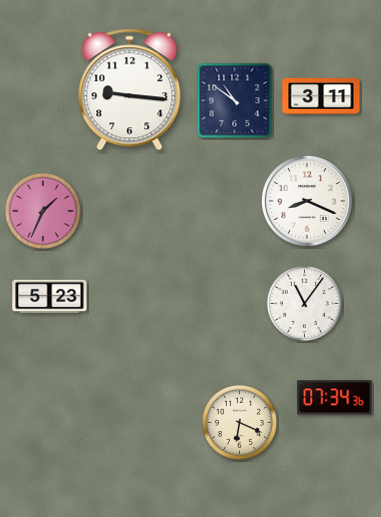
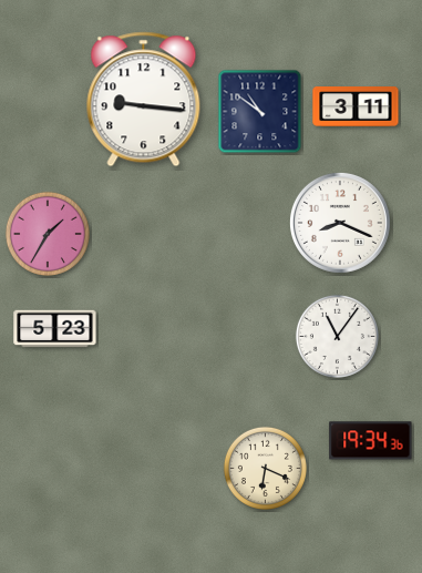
clock at (43, 211): 1:34 -> 1:35
clock at (335, 398): 07:34 -> 19:34
